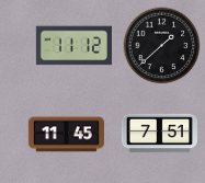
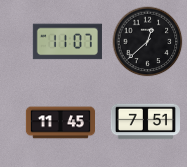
clock at (73, 46): 11:12 -> 11:07
clock at (162, 46): 1:38 -> 12:38
